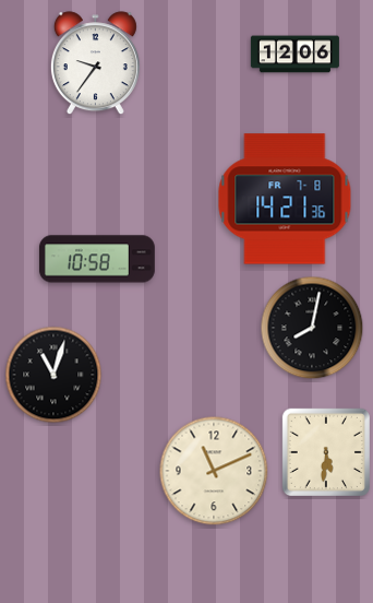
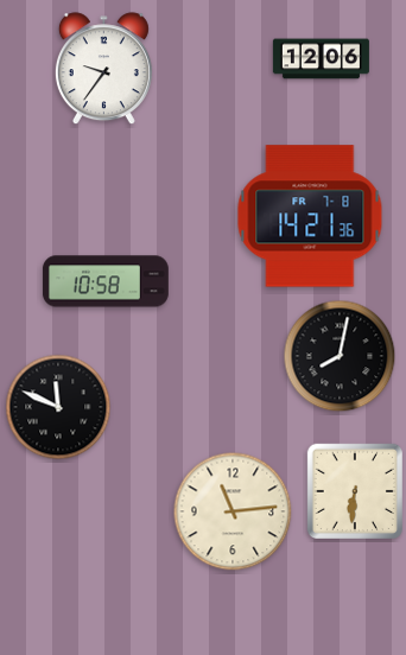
clock at (53, 375): 11:03 -> 11:49
clock at (326, 452): 5:31 -> 6:31
clock at (214, 471): 11:11 -> 11:14
